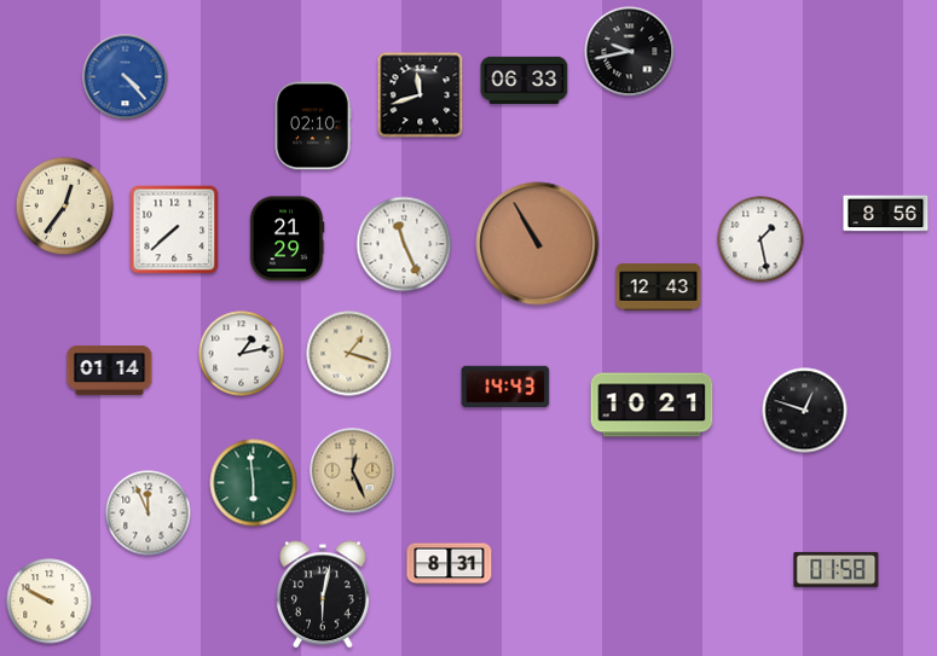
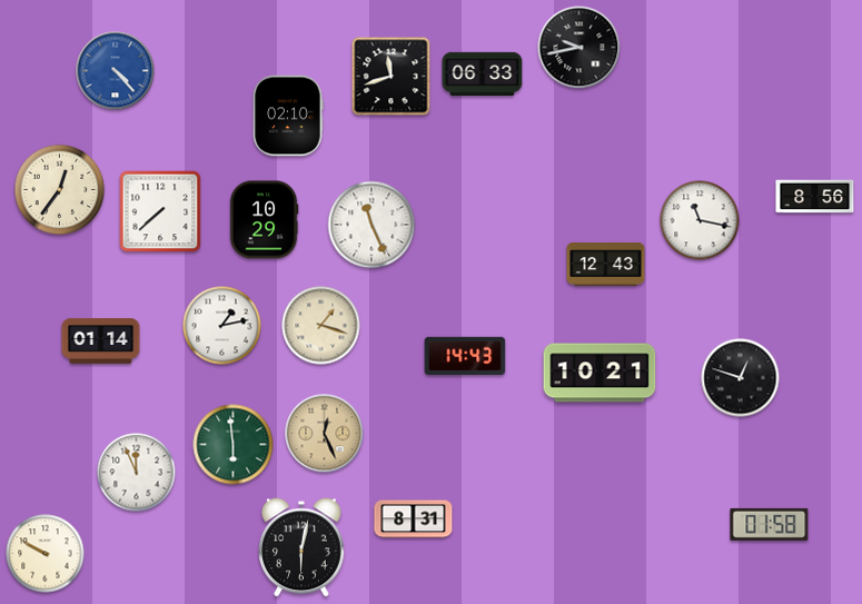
clock at (421, 95) position: (421, 95) -> (392, 77)
clock at (287, 239): 21:29 -> 10:29
clock at (760, 239): 1:28 -> 11:17
clock at (538, 244): 10:55 -> none
clock at (324, 594) position: (324, 594) -> (303, 547)
